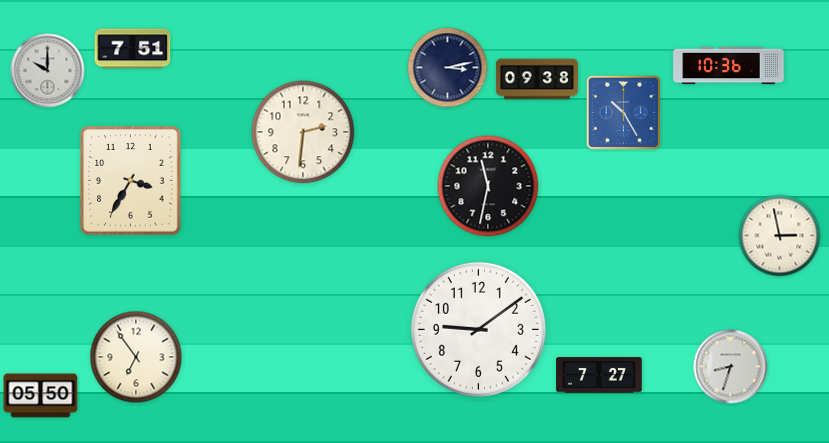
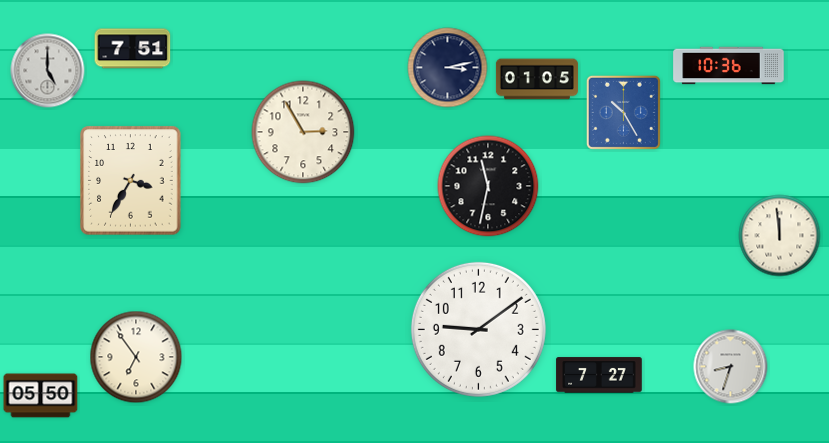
clock at (48, 71): 10:00 -> 5:00
clock at (537, 79): 09:38 -> 01:05
clock at (303, 132): 2:31 -> 2:55
clock at (780, 236): 2:58 -> 11:59
